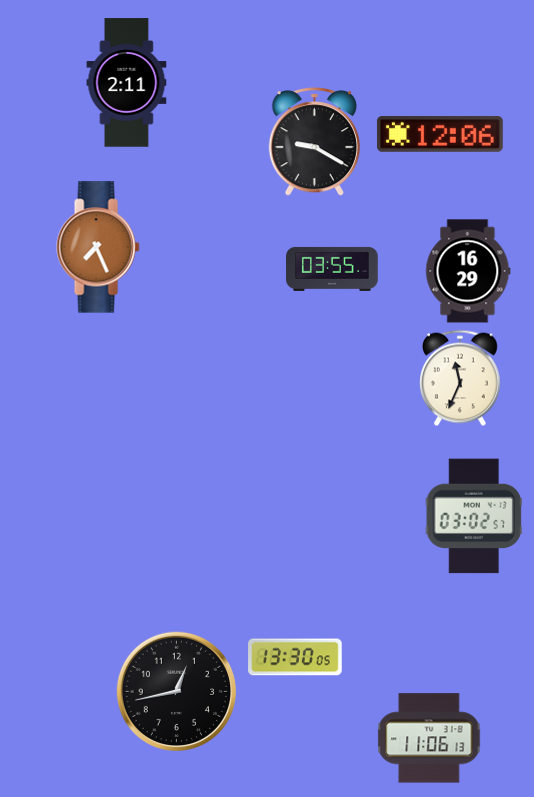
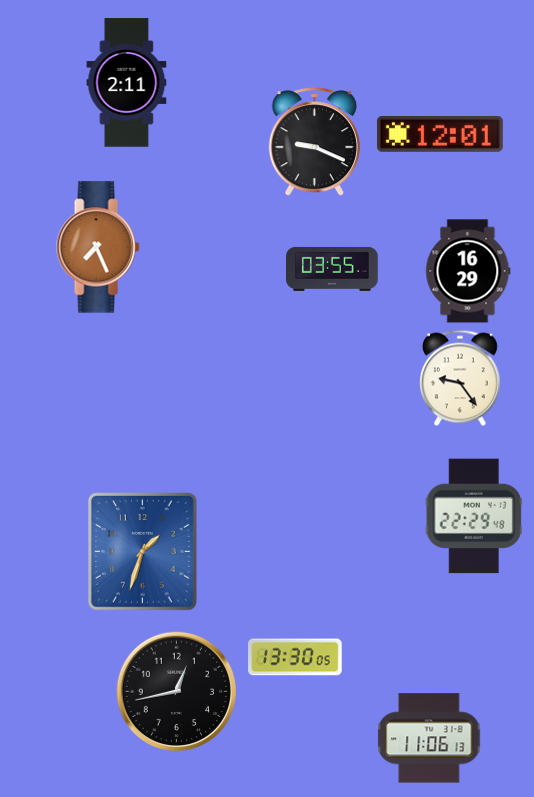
clock at (440, 135): 12:06 -> 12:01
clock at (314, 142): 9:20 -> 9:19
clock at (461, 378): 11:34 -> 9:24
clock at (474, 516): 03:02 -> 22:29
clock at (142, 552): none -> 1:33
